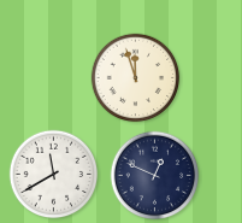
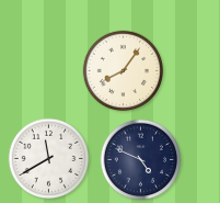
clock at (136, 78): 11:57 -> 8:06
clock at (155, 176): 12:49 -> 4:49
